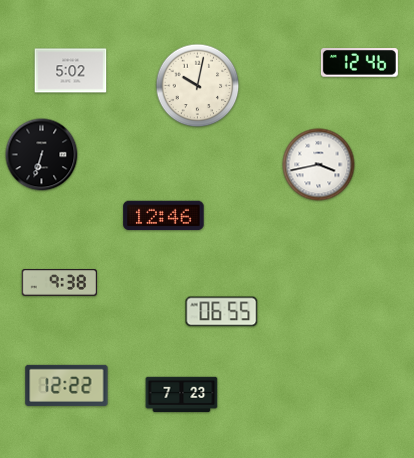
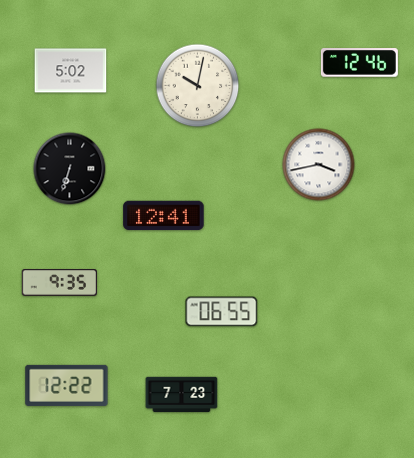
clock at (42, 155) position: (42, 155) -> (70, 169)
clock at (164, 216): 12:46 -> 12:41
clock at (59, 283): 9:38 -> 9:35
